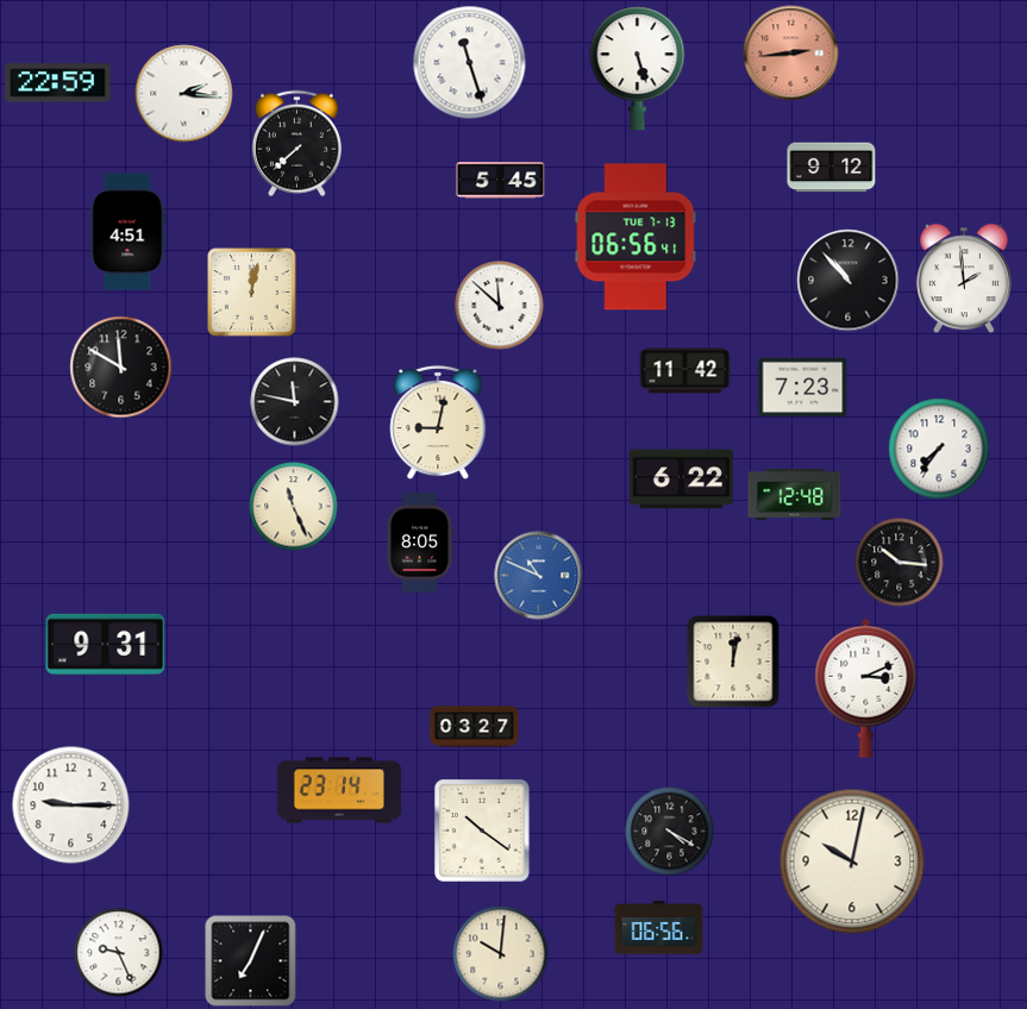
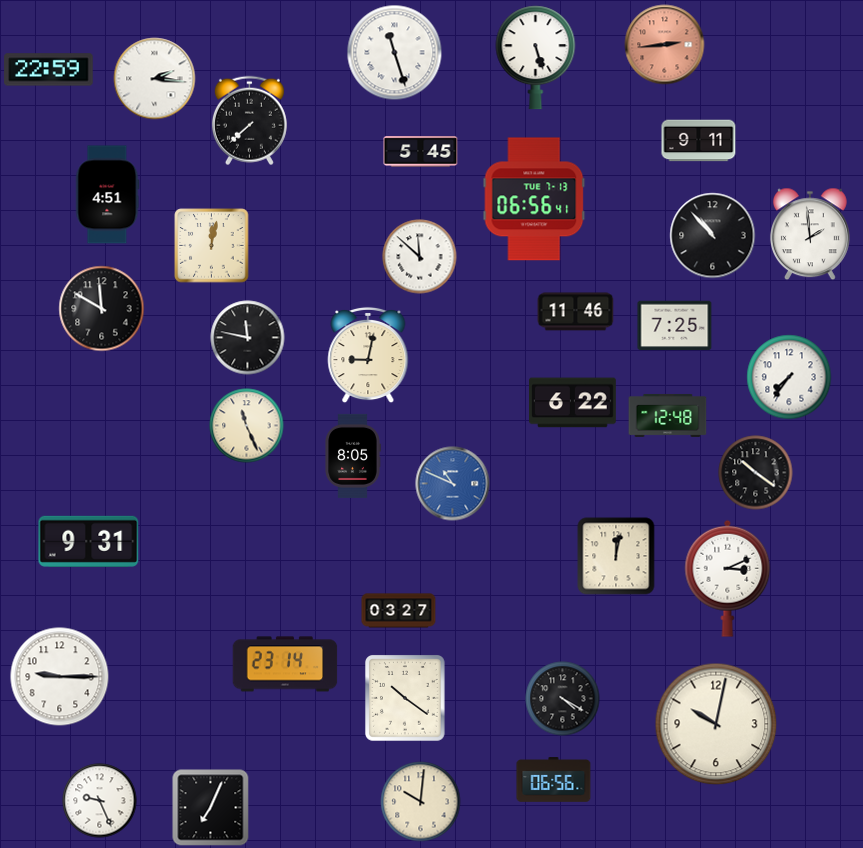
clock at (832, 168): 9:12 -> 9:11
clock at (685, 371): 11:42 -> 11:46
clock at (803, 388): 7:23 -> 7:25
clock at (900, 563): 10:16 -> 10:21
